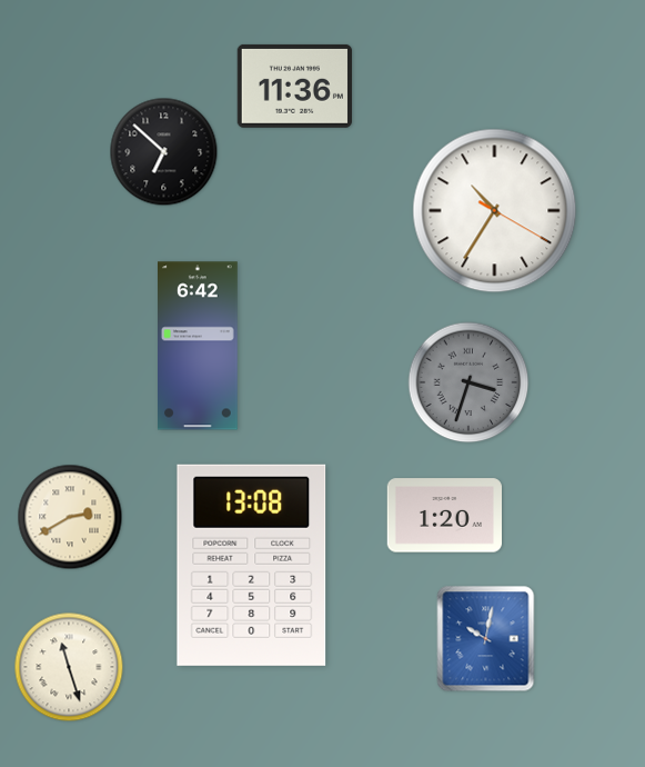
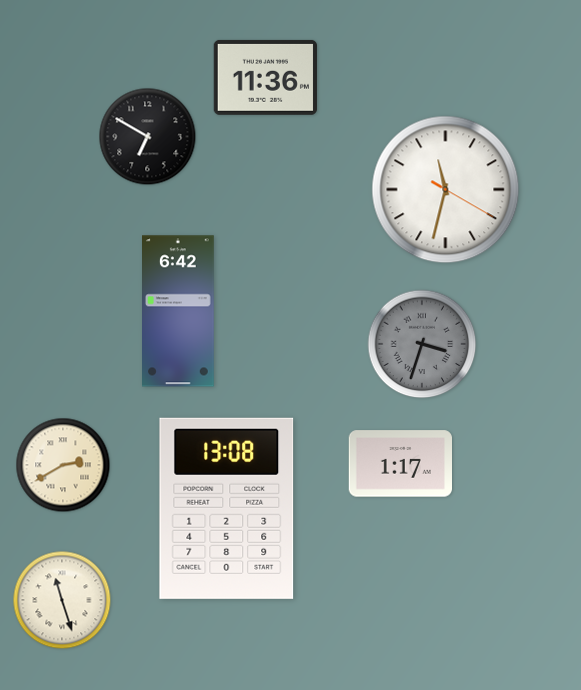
clock at (164, 152): 6:52 -> 6:50
clock at (495, 211): 10:35 -> 11:32
clock at (444, 516): 1:20 -> 1:17
clock at (486, 639): 10:02 -> none
